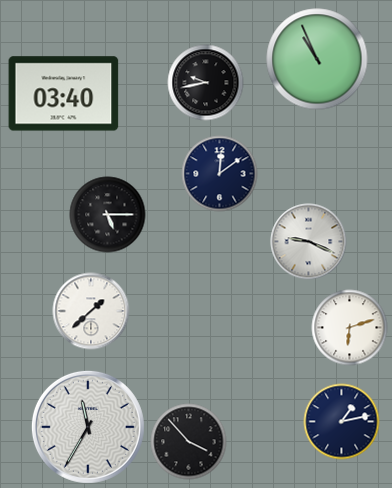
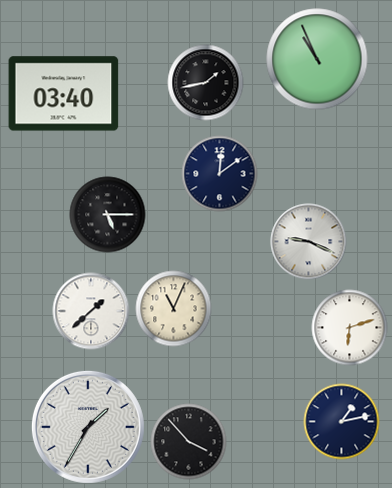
clock at (206, 83): 9:43 -> 1:43
clock at (174, 309): none -> 11:04
clock at (88, 427): 11:35 -> 1:35
